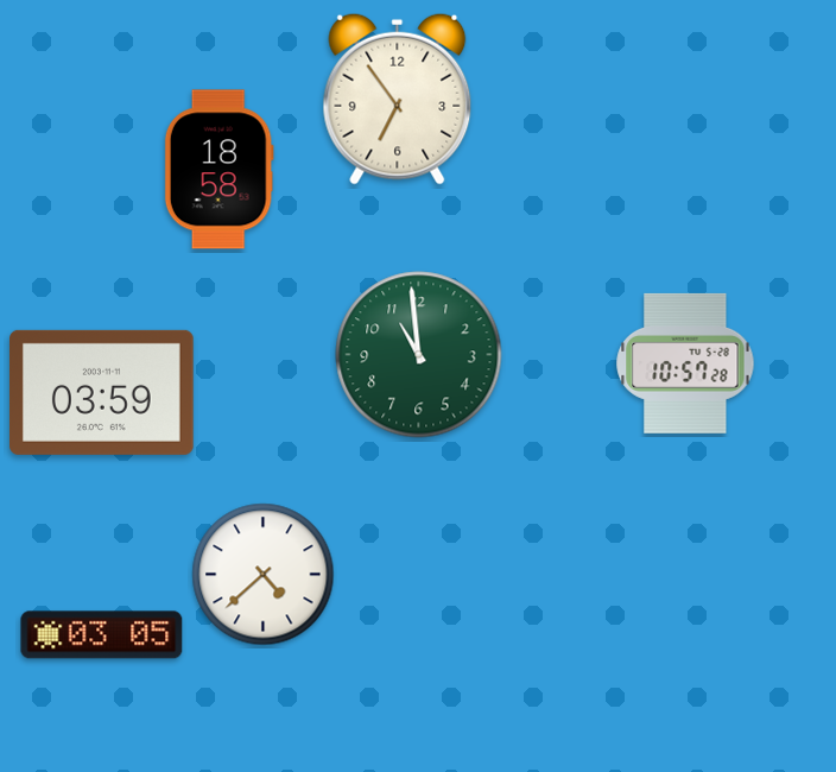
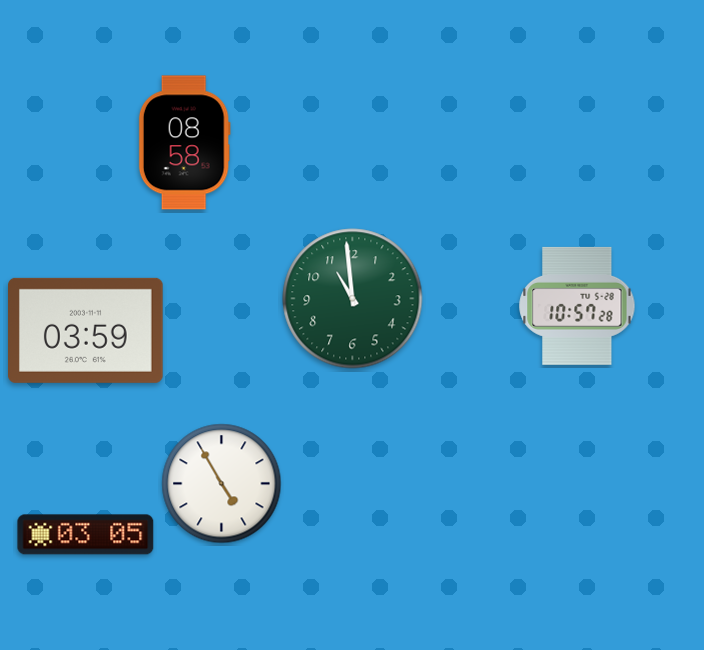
clock at (398, 99): 6:54 -> none
clock at (218, 170): 18:58 -> 08:58
clock at (264, 575): 4:38 -> 4:55
